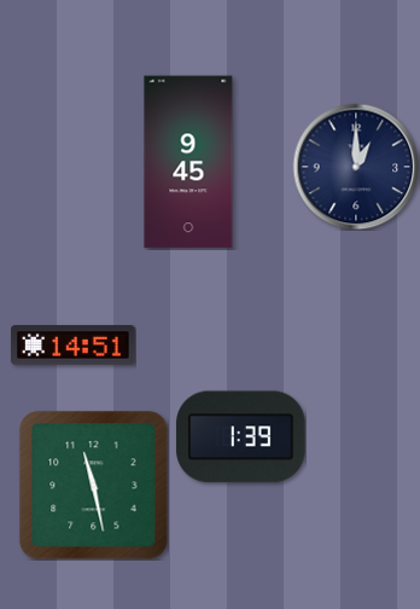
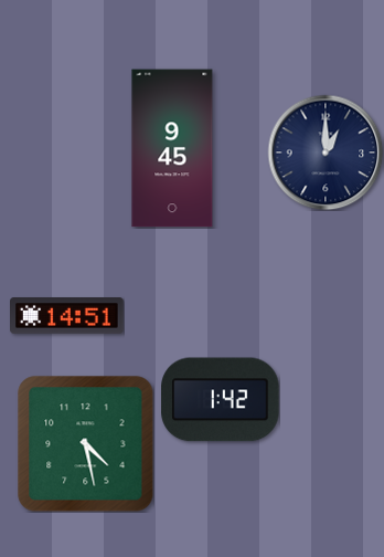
clock at (241, 437): 1:39 -> 1:42
clock at (94, 486): 11:28 -> 4:28
